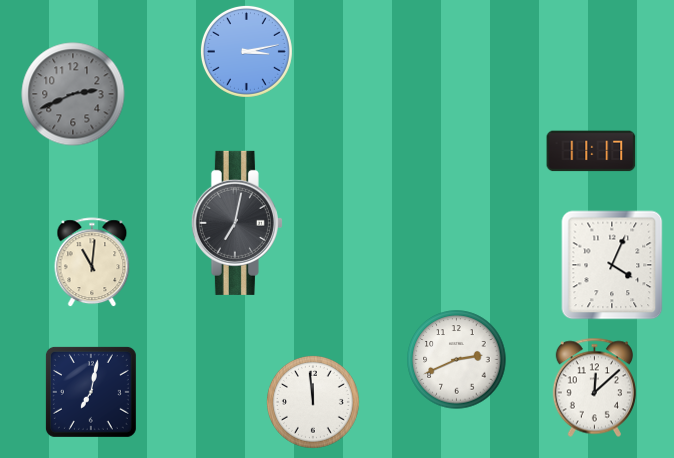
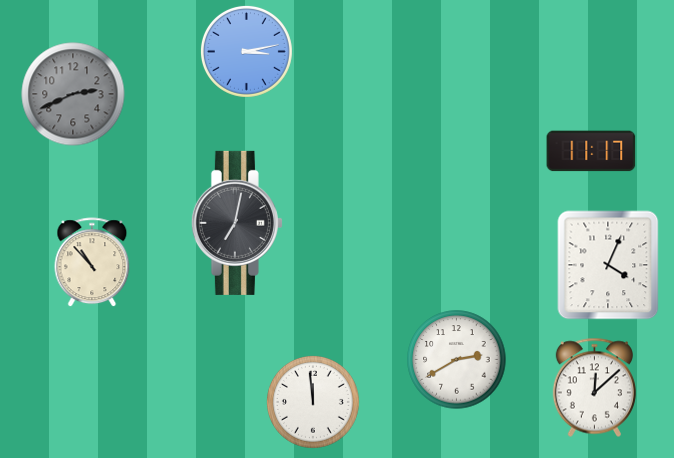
clock at (92, 263): 11:01 -> 10:53
clock at (612, 265) position: (612, 265) -> (608, 265)
clock at (457, 360): 2:41 -> 2:40
clock at (91, 392): 7:02 -> none
